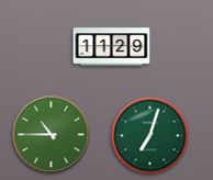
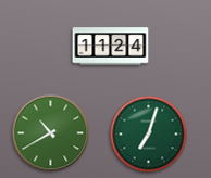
clock at (112, 47): 11:29 -> 11:24
clock at (52, 135): 10:45 -> 10:40
